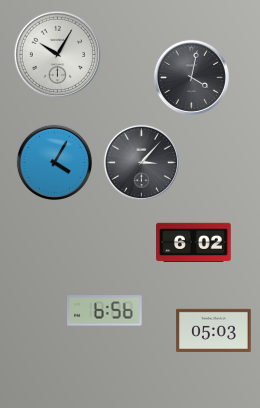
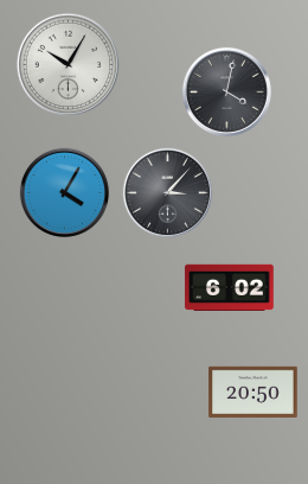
clock at (105, 311): 6:56 -> none
clock at (214, 330): 05:03 -> 20:50
